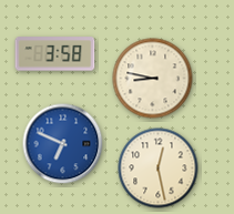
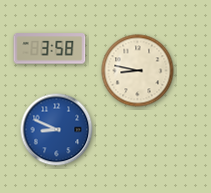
clock at (63, 144): 6:49 -> 8:49
clock at (159, 169): 12:28 -> none
